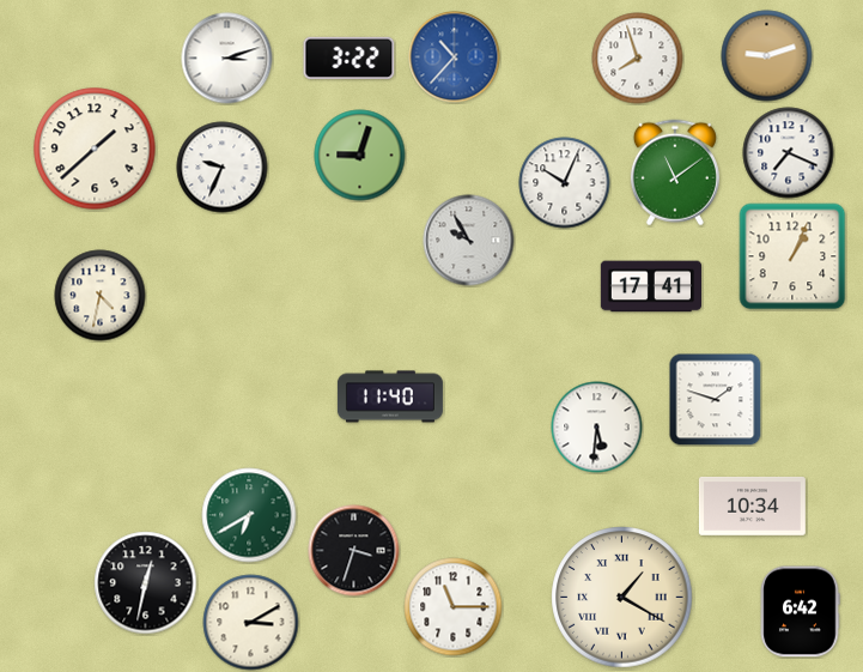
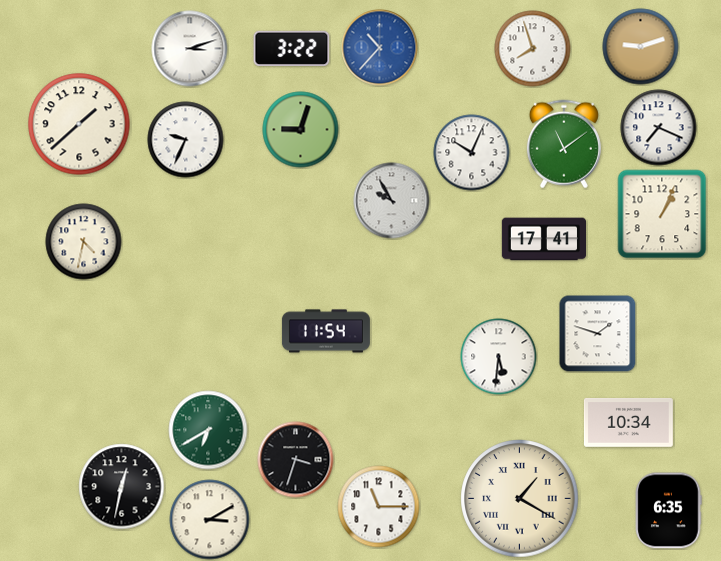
clock at (101, 296) position: (101, 296) -> (84, 242)
clock at (390, 396): 11:40 -> 11:54
clock at (800, 612): 6:42 -> 6:35
